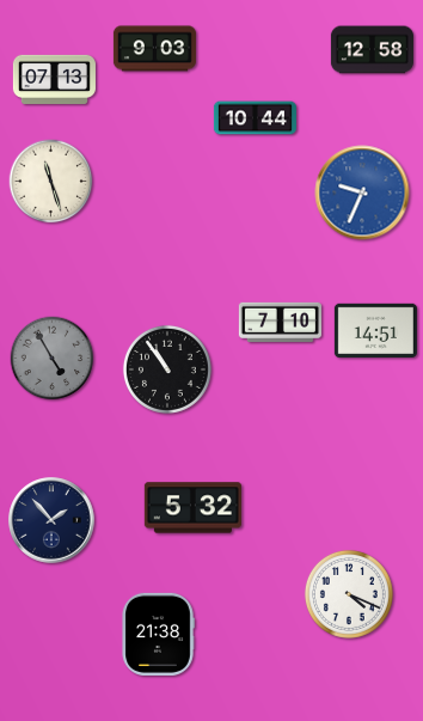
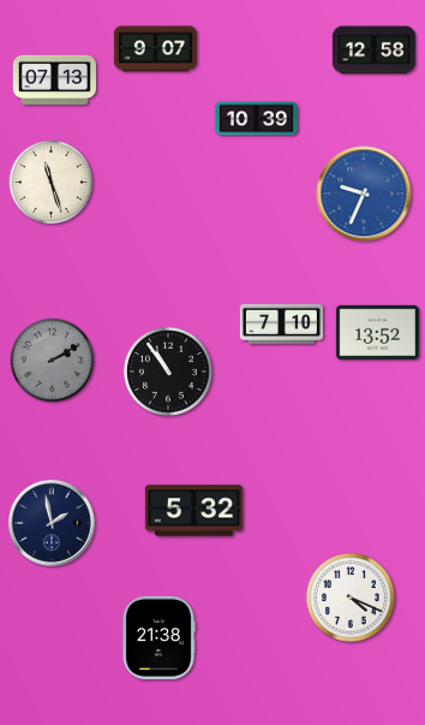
clock at (154, 49): 9:03 -> 9:07
clock at (255, 118): 10:44 -> 10:39
clock at (375, 330): 14:51 -> 13:52
clock at (53, 359): 4:55 -> 2:10
clock at (51, 520): 1:53 -> 1:58
